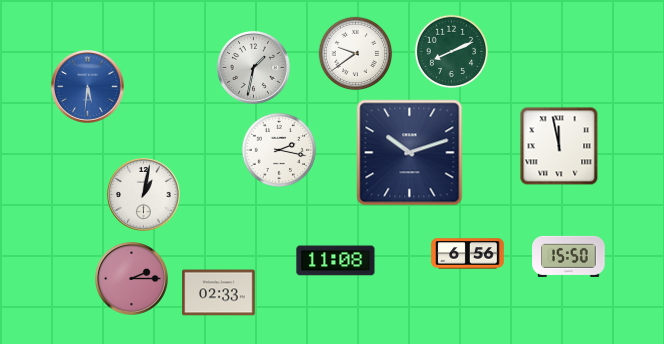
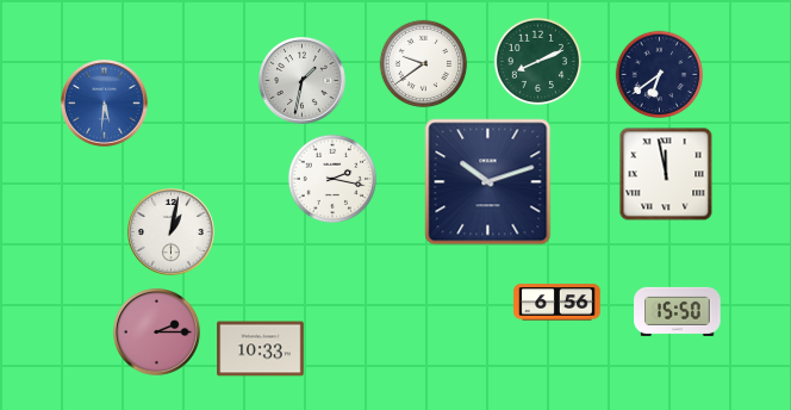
clock at (660, 75): none -> 6:39
clock at (569, 256) position: (569, 256) -> (678, 311)
clock at (336, 261): 11:08 -> none
clock at (219, 293): 02:33 -> 10:33
